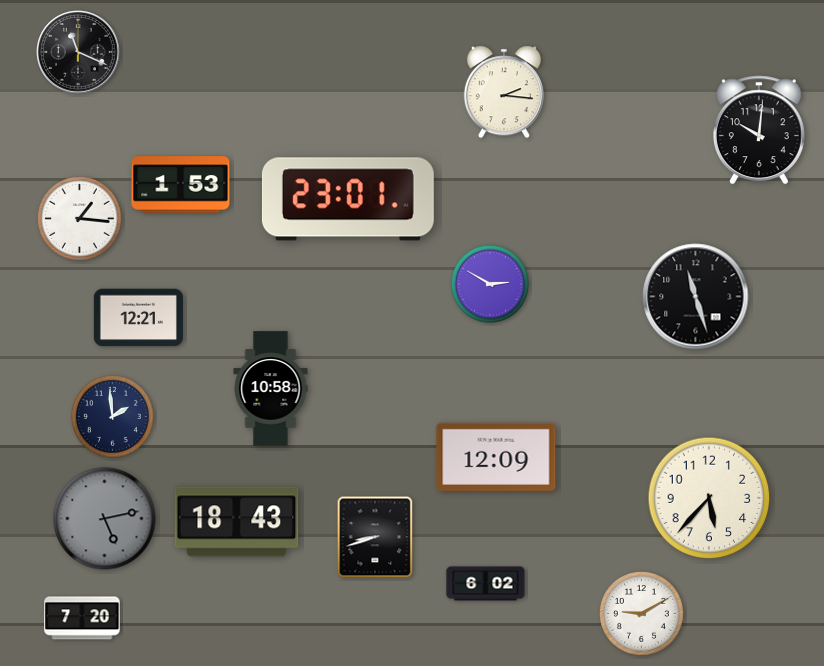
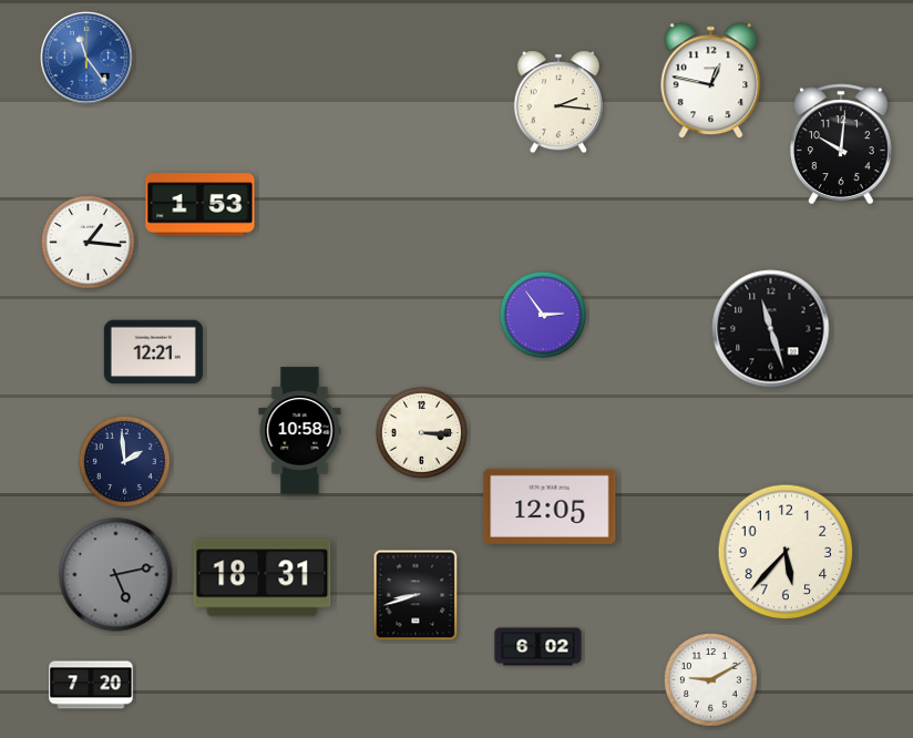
clock at (78, 52): 11:19 -> 11:24
clock at (78, 52) dial: black -> blue
clock at (711, 81): none -> 12:47
clock at (348, 199): 23:01 -> none
clock at (490, 284): 2:50 -> 2:54
clock at (421, 432): none -> 3:15
clock at (496, 457): 12:09 -> 12:05
clock at (237, 522): 18:43 -> 18:31
